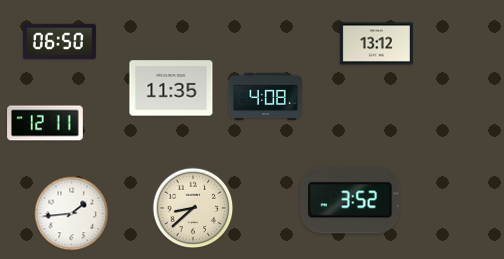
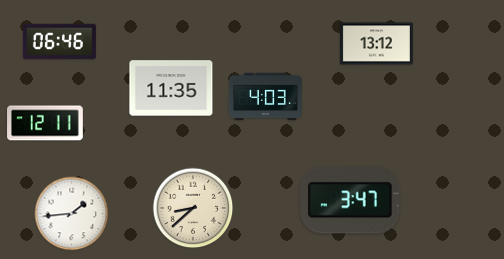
clock at (59, 42): 06:50 -> 06:46
clock at (265, 97): 4:08 -> 4:03
clock at (350, 200): 3:52 -> 3:47
